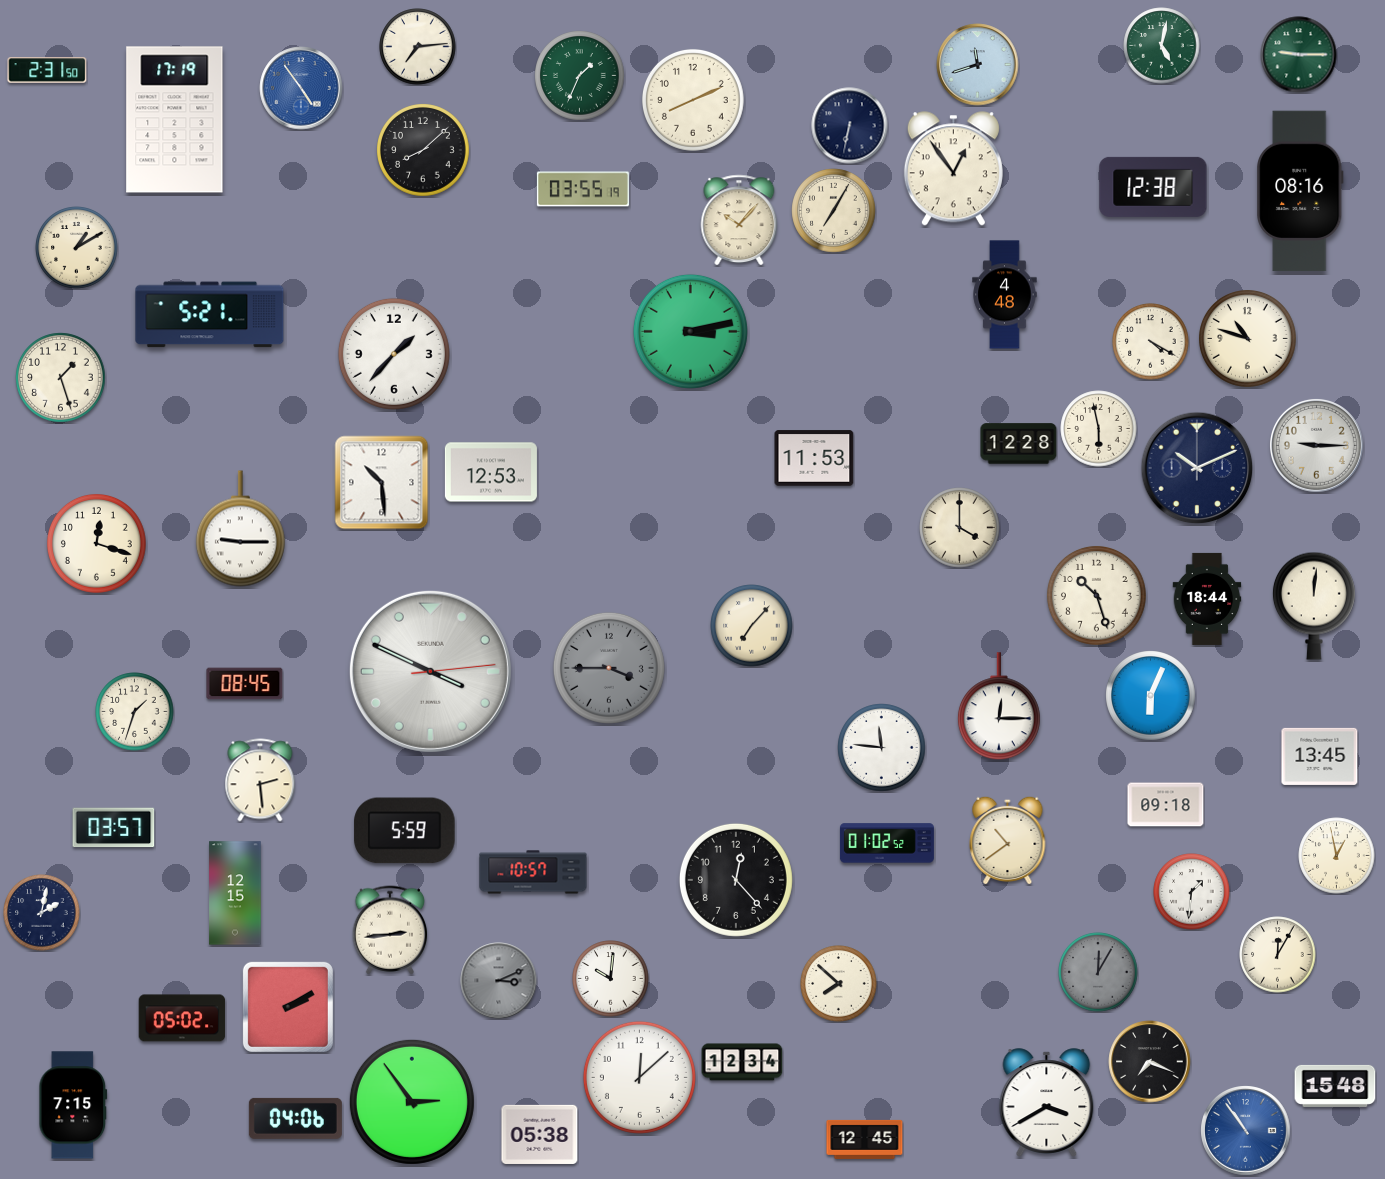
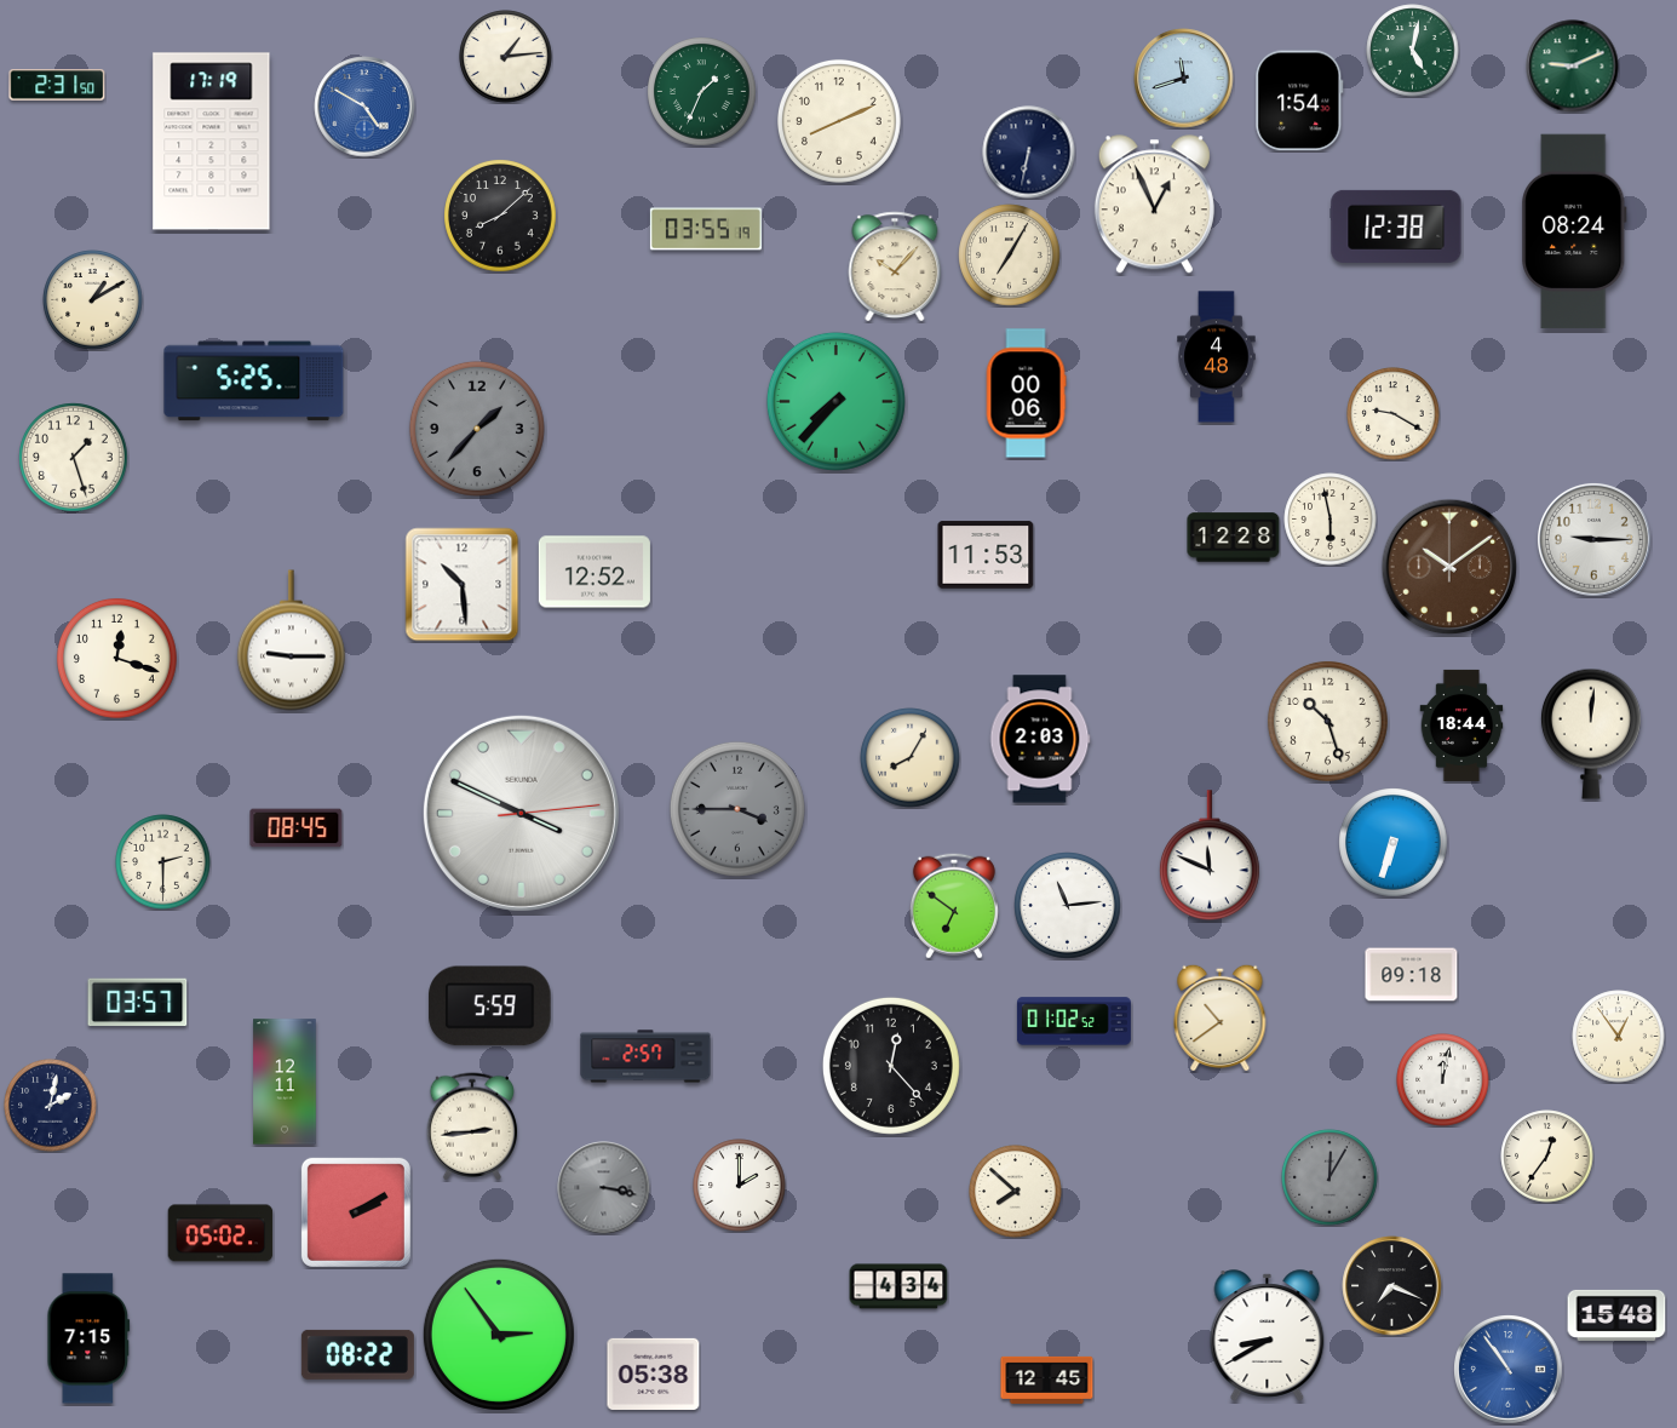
clock at (1162, 46) position: (1162, 46) -> (1413, 51)
clock at (418, 47): 7:14 -> 1:14
clock at (1299, 55): 9:15 -> 9:11
clock at (1299, 101): none -> 1:54
clock at (301, 88): 4:54 -> 4:50
clock at (175, 120) position: (175, 120) -> (212, 142)
clock at (423, 150) position: (423, 150) -> (500, 216)
clock at (953, 169): 12:54 -> 12:56
clock at (1300, 191): 08:16 -> 08:24
clock at (210, 315): 5:21 -> 5:25
clock at (1026, 394): none -> 00:06
clock at (690, 331): 3:13 -> 7:37
clock at (1248, 339): 10:48 -> none
clock at (1151, 342): 4:20 -> 9:20
clock at (394, 354) dial: white -> grey
clock at (1197, 468): 10:11 -> 10:09
clock at (1197, 468) dial: navy -> brown
clock at (491, 472): 12:53 -> 12:52
clock at (960, 528): 4:00 -> none
clock at (1040, 739): none -> 2:03
clock at (752, 626): 7:07 -> 8:05
clock at (1151, 696): 6:04 -> 6:33
clock at (999, 707): 12:15 -> 11:49
clock at (135, 712): 1:33 -> 2:30
clock at (954, 906): none -> 6:51
clock at (882, 748): 11:46 -> 11:14
clock at (1320, 756): 13:45 -> none
clock at (260, 780): 2:29 -> none
clock at (1337, 856): 12:58 -> 12:54
clock at (533, 872): 10:57 -> 2:57
clock at (1192, 892): 1:31 -> 12:02
clock at (235, 893): 12:15 -> 12:11
clock at (1278, 955): 12:05 -> 12:36
clock at (611, 979): 10:01 -> 2:00
clock at (499, 981): 3:11 -> 3:17
clock at (288, 1007) position: (288, 1007) -> (356, 1212)
clock at (742, 1062): 12:34 -> 4:34
clock at (639, 1077): 12:08 -> none
clock at (1047, 1103): 3:40 -> 8:40
clock at (295, 1118): 04:06 -> 08:22
